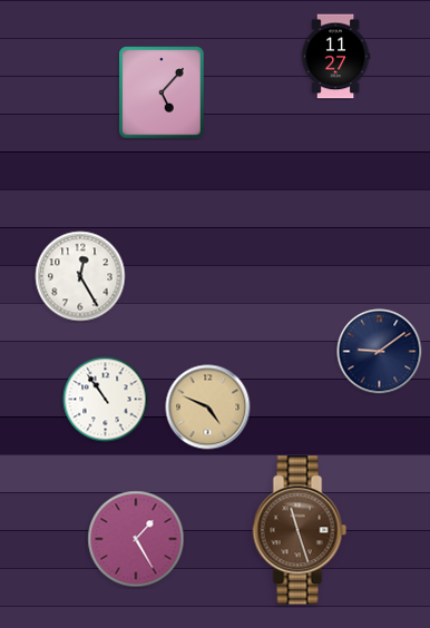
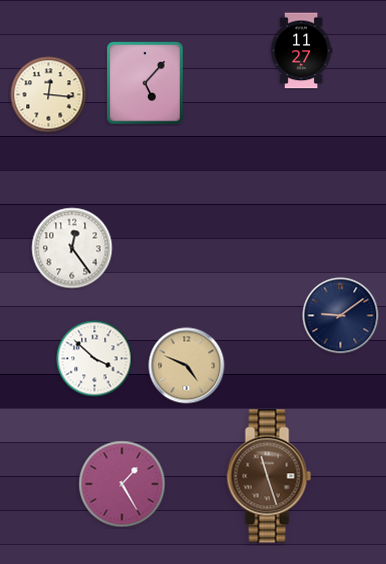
clock at (49, 95): none -> 12:16
clock at (80, 276): 12:25 -> 12:24
clock at (106, 400): 10:54 -> 3:52
